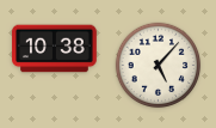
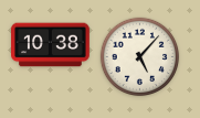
clock at (159, 66) position: (159, 66) -> (140, 57)
